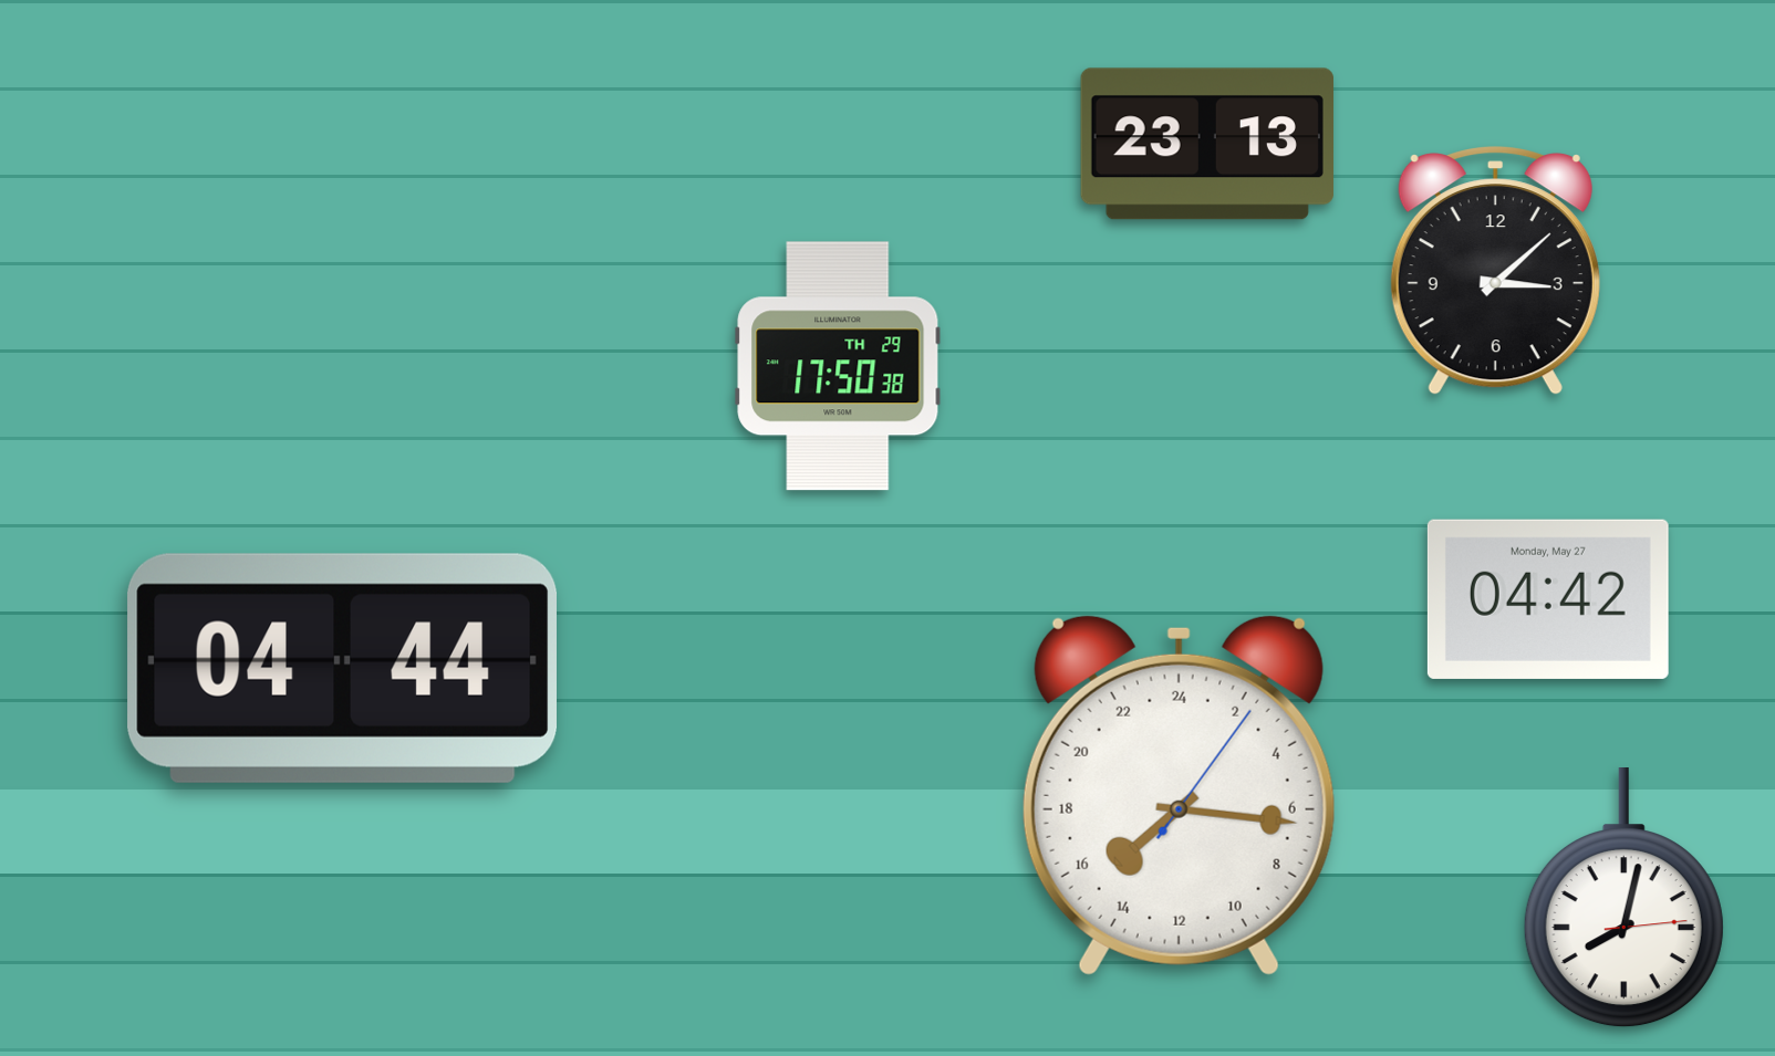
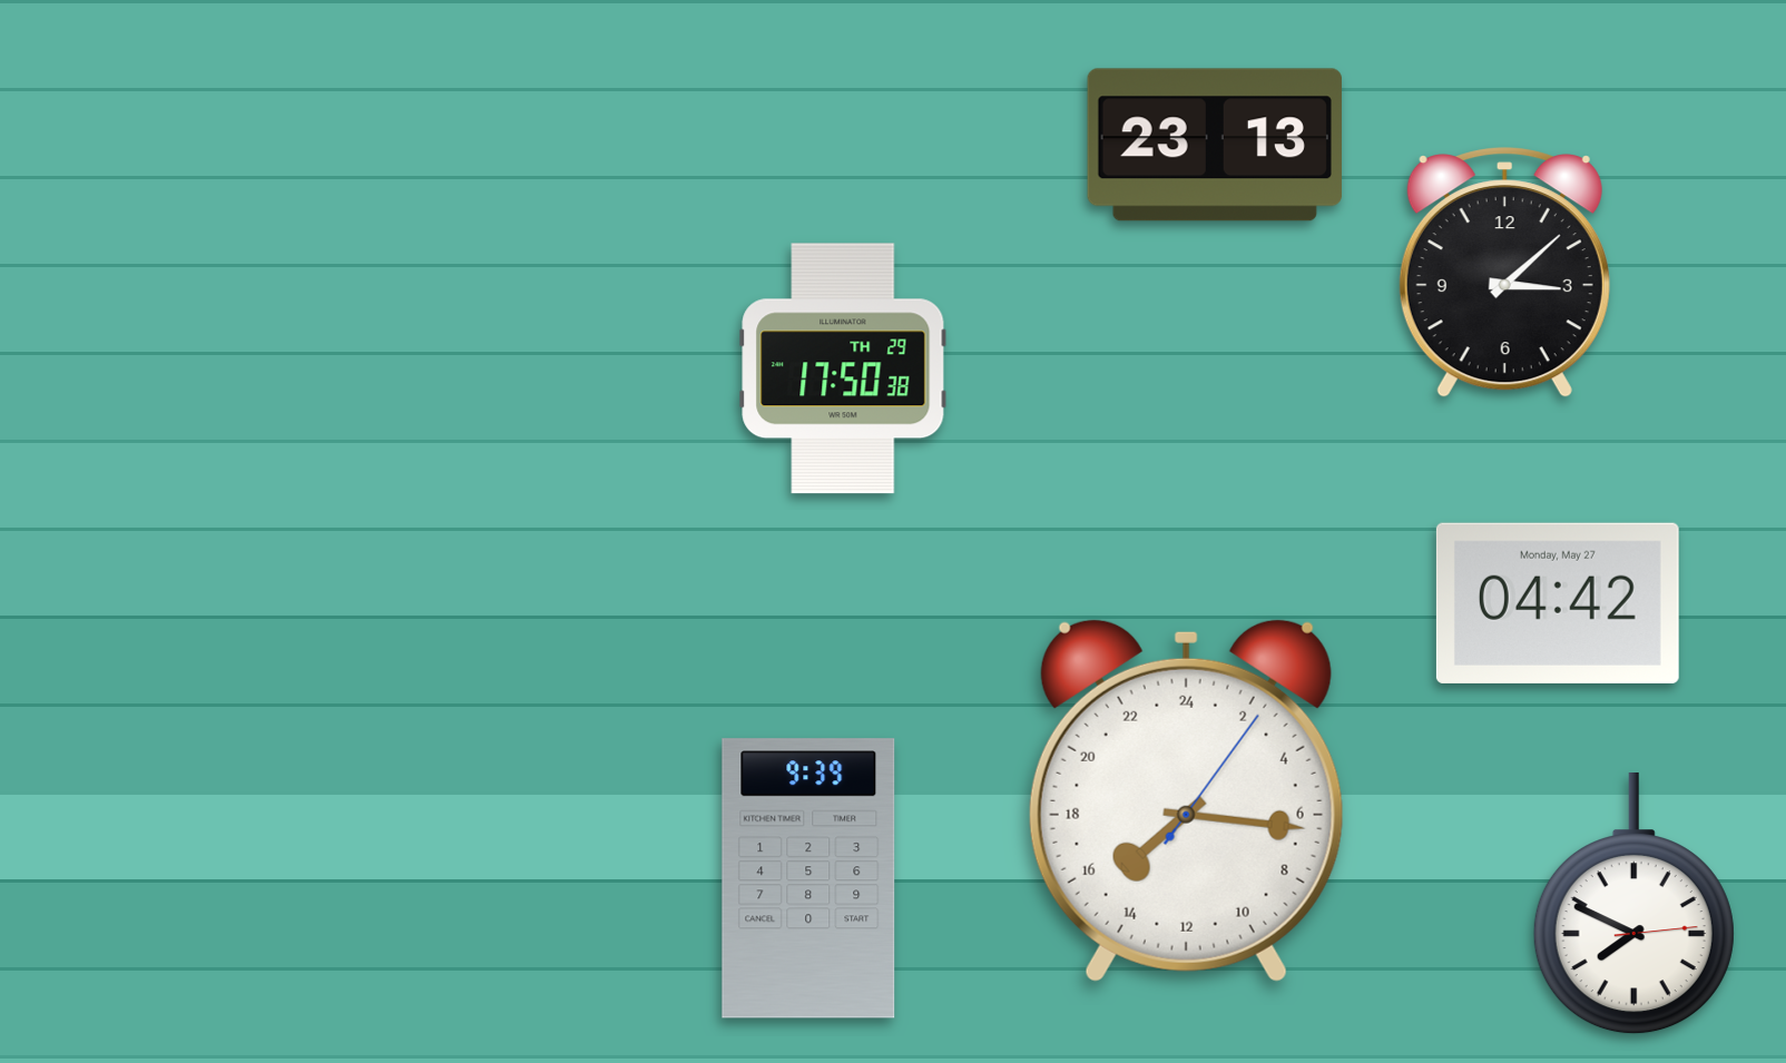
clock at (342, 668): 04:44 -> none
clock at (808, 878): none -> 9:39
clock at (1623, 899): 8:02 -> 7:49
